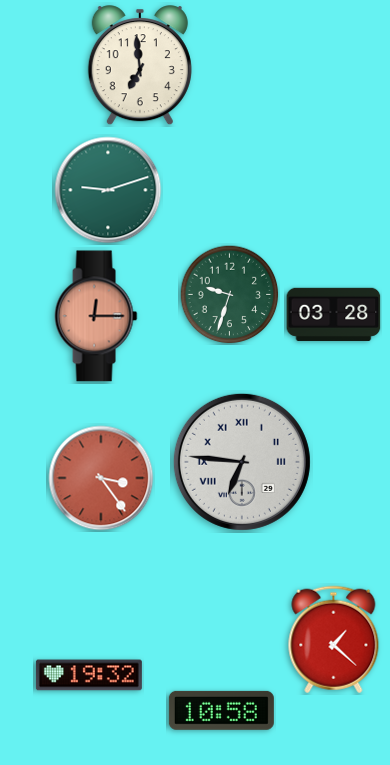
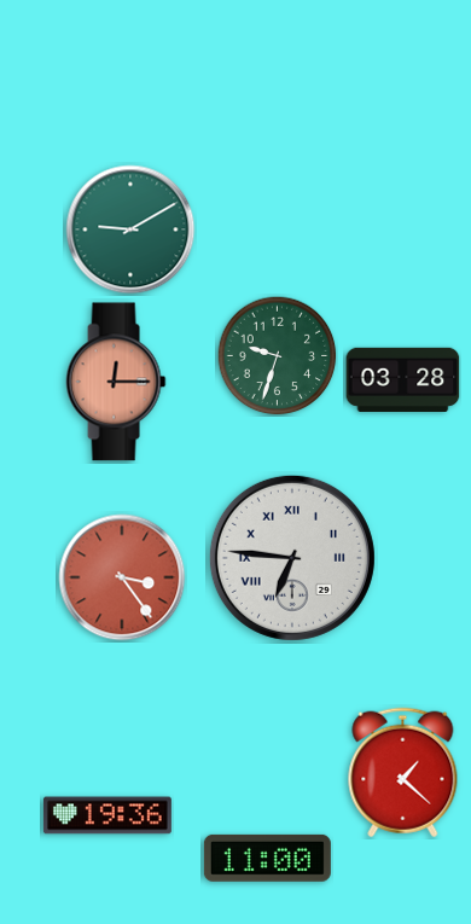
clock at (140, 66): 6:59 -> none
clock at (108, 190): 9:12 -> 9:10
clock at (89, 675): 19:32 -> 19:36
clock at (221, 710): 10:58 -> 11:00
